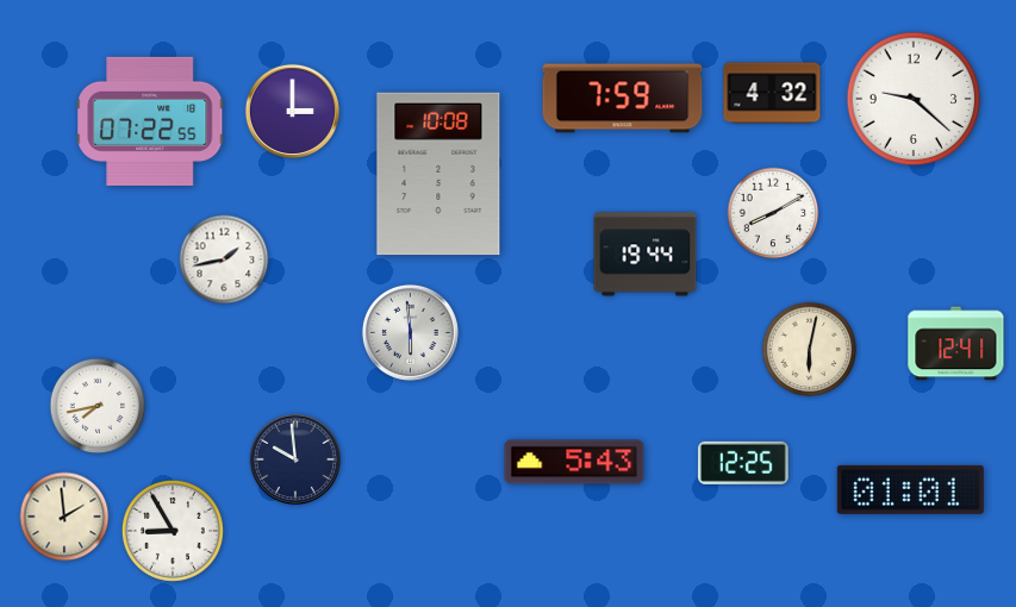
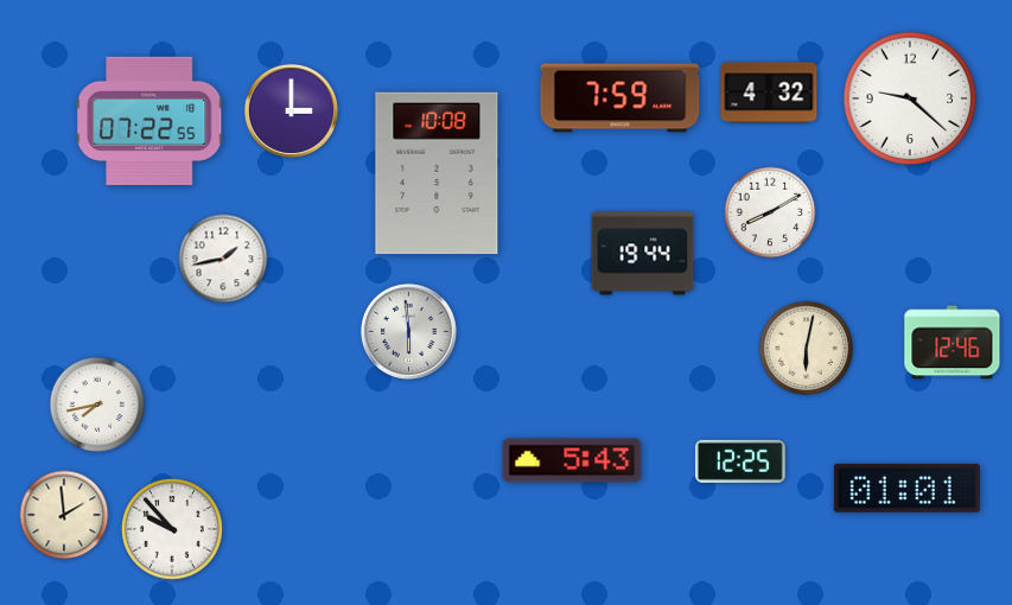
clock at (956, 344): 12:41 -> 12:46
clock at (294, 458): 9:59 -> none
clock at (173, 531): 8:55 -> 9:53
